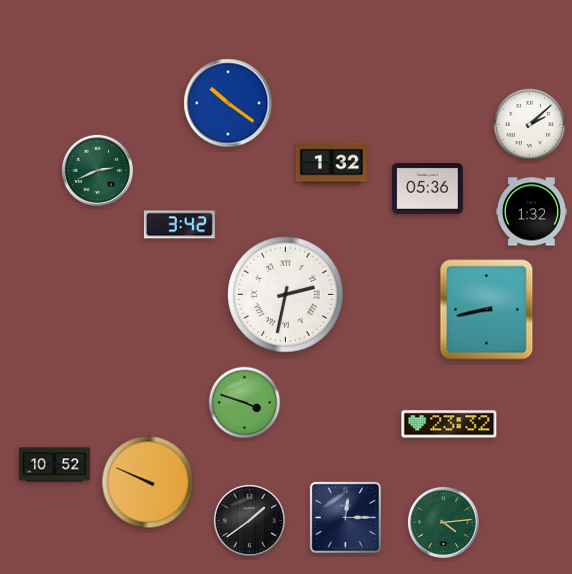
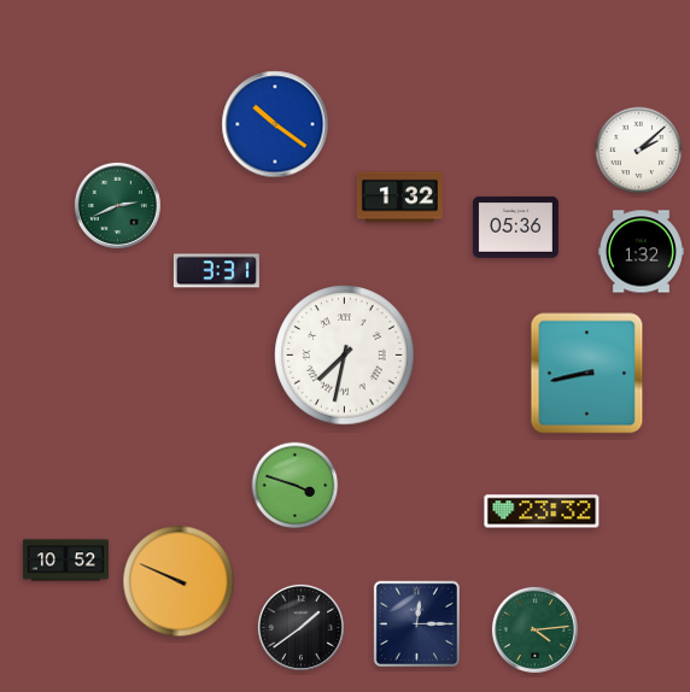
clock at (531, 212) position: (531, 212) -> (641, 252)
clock at (179, 225): 3:42 -> 3:31
clock at (286, 295): 2:32 -> 7:32
